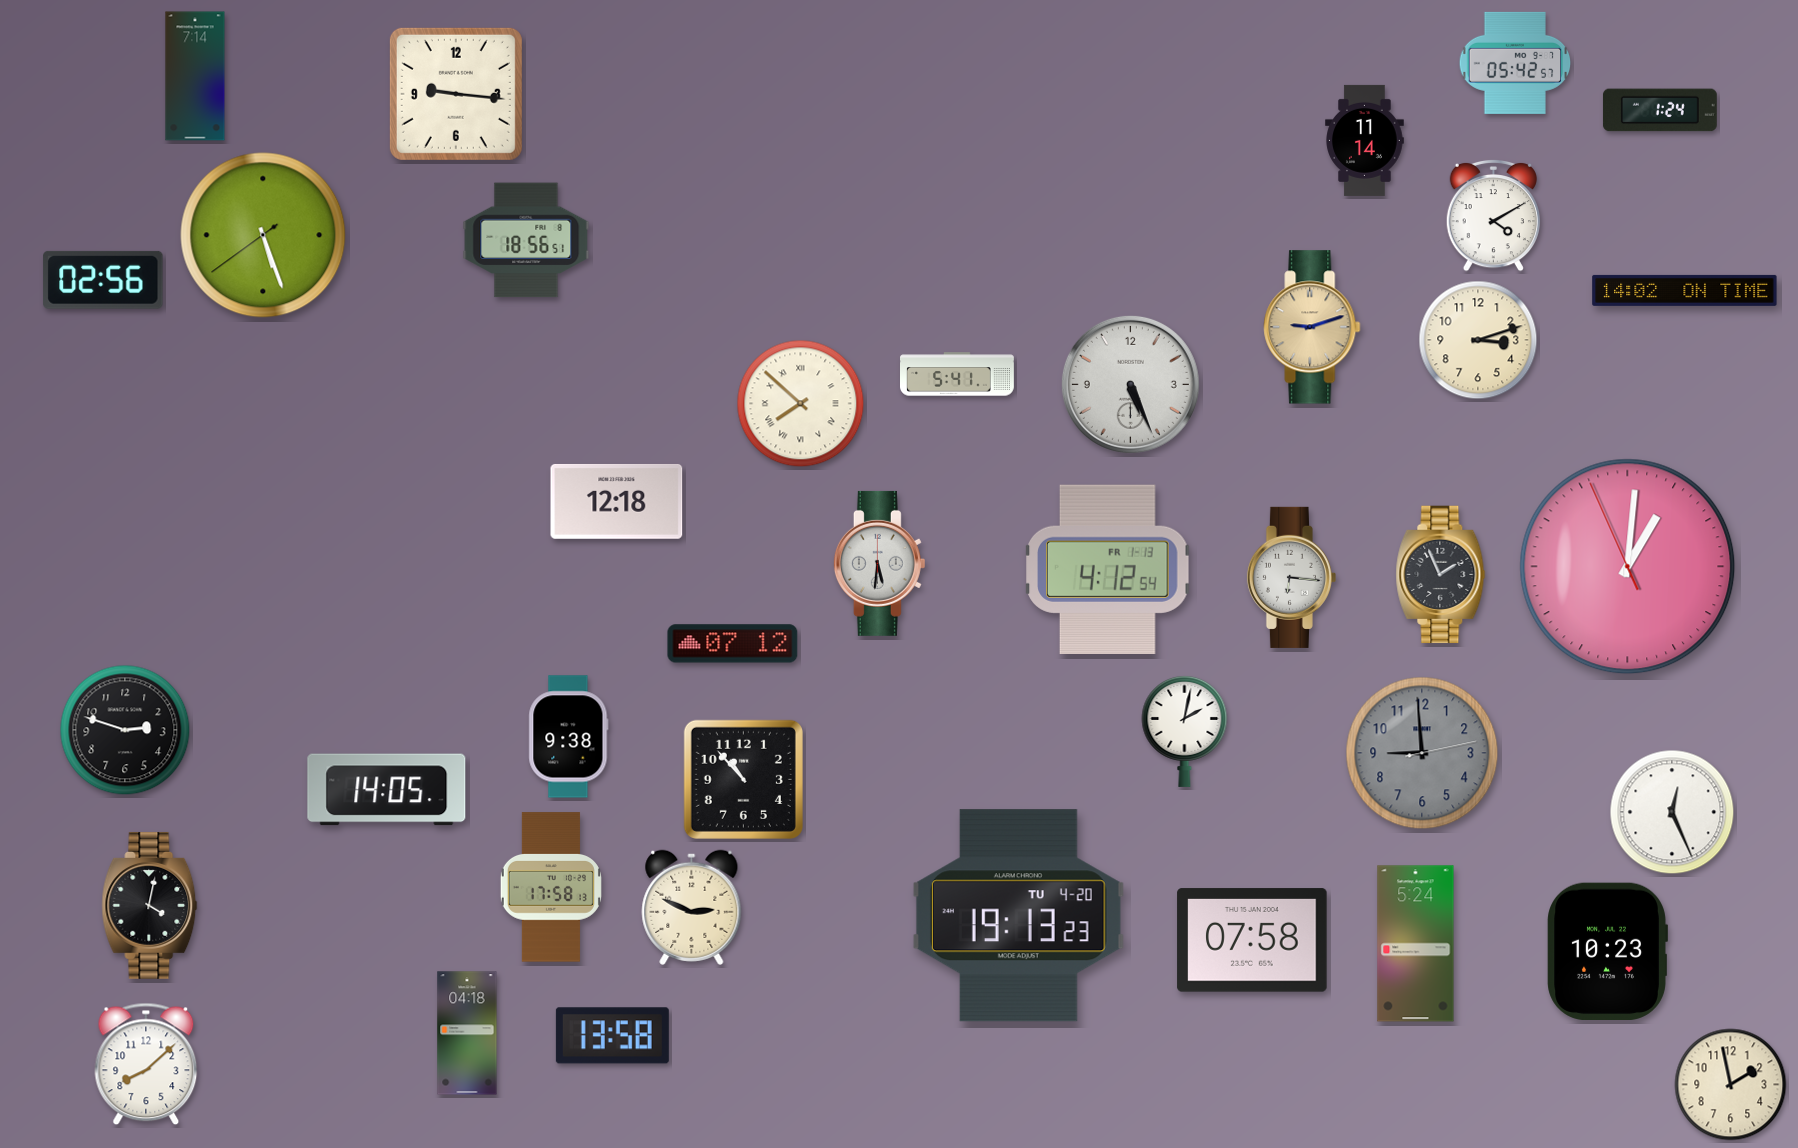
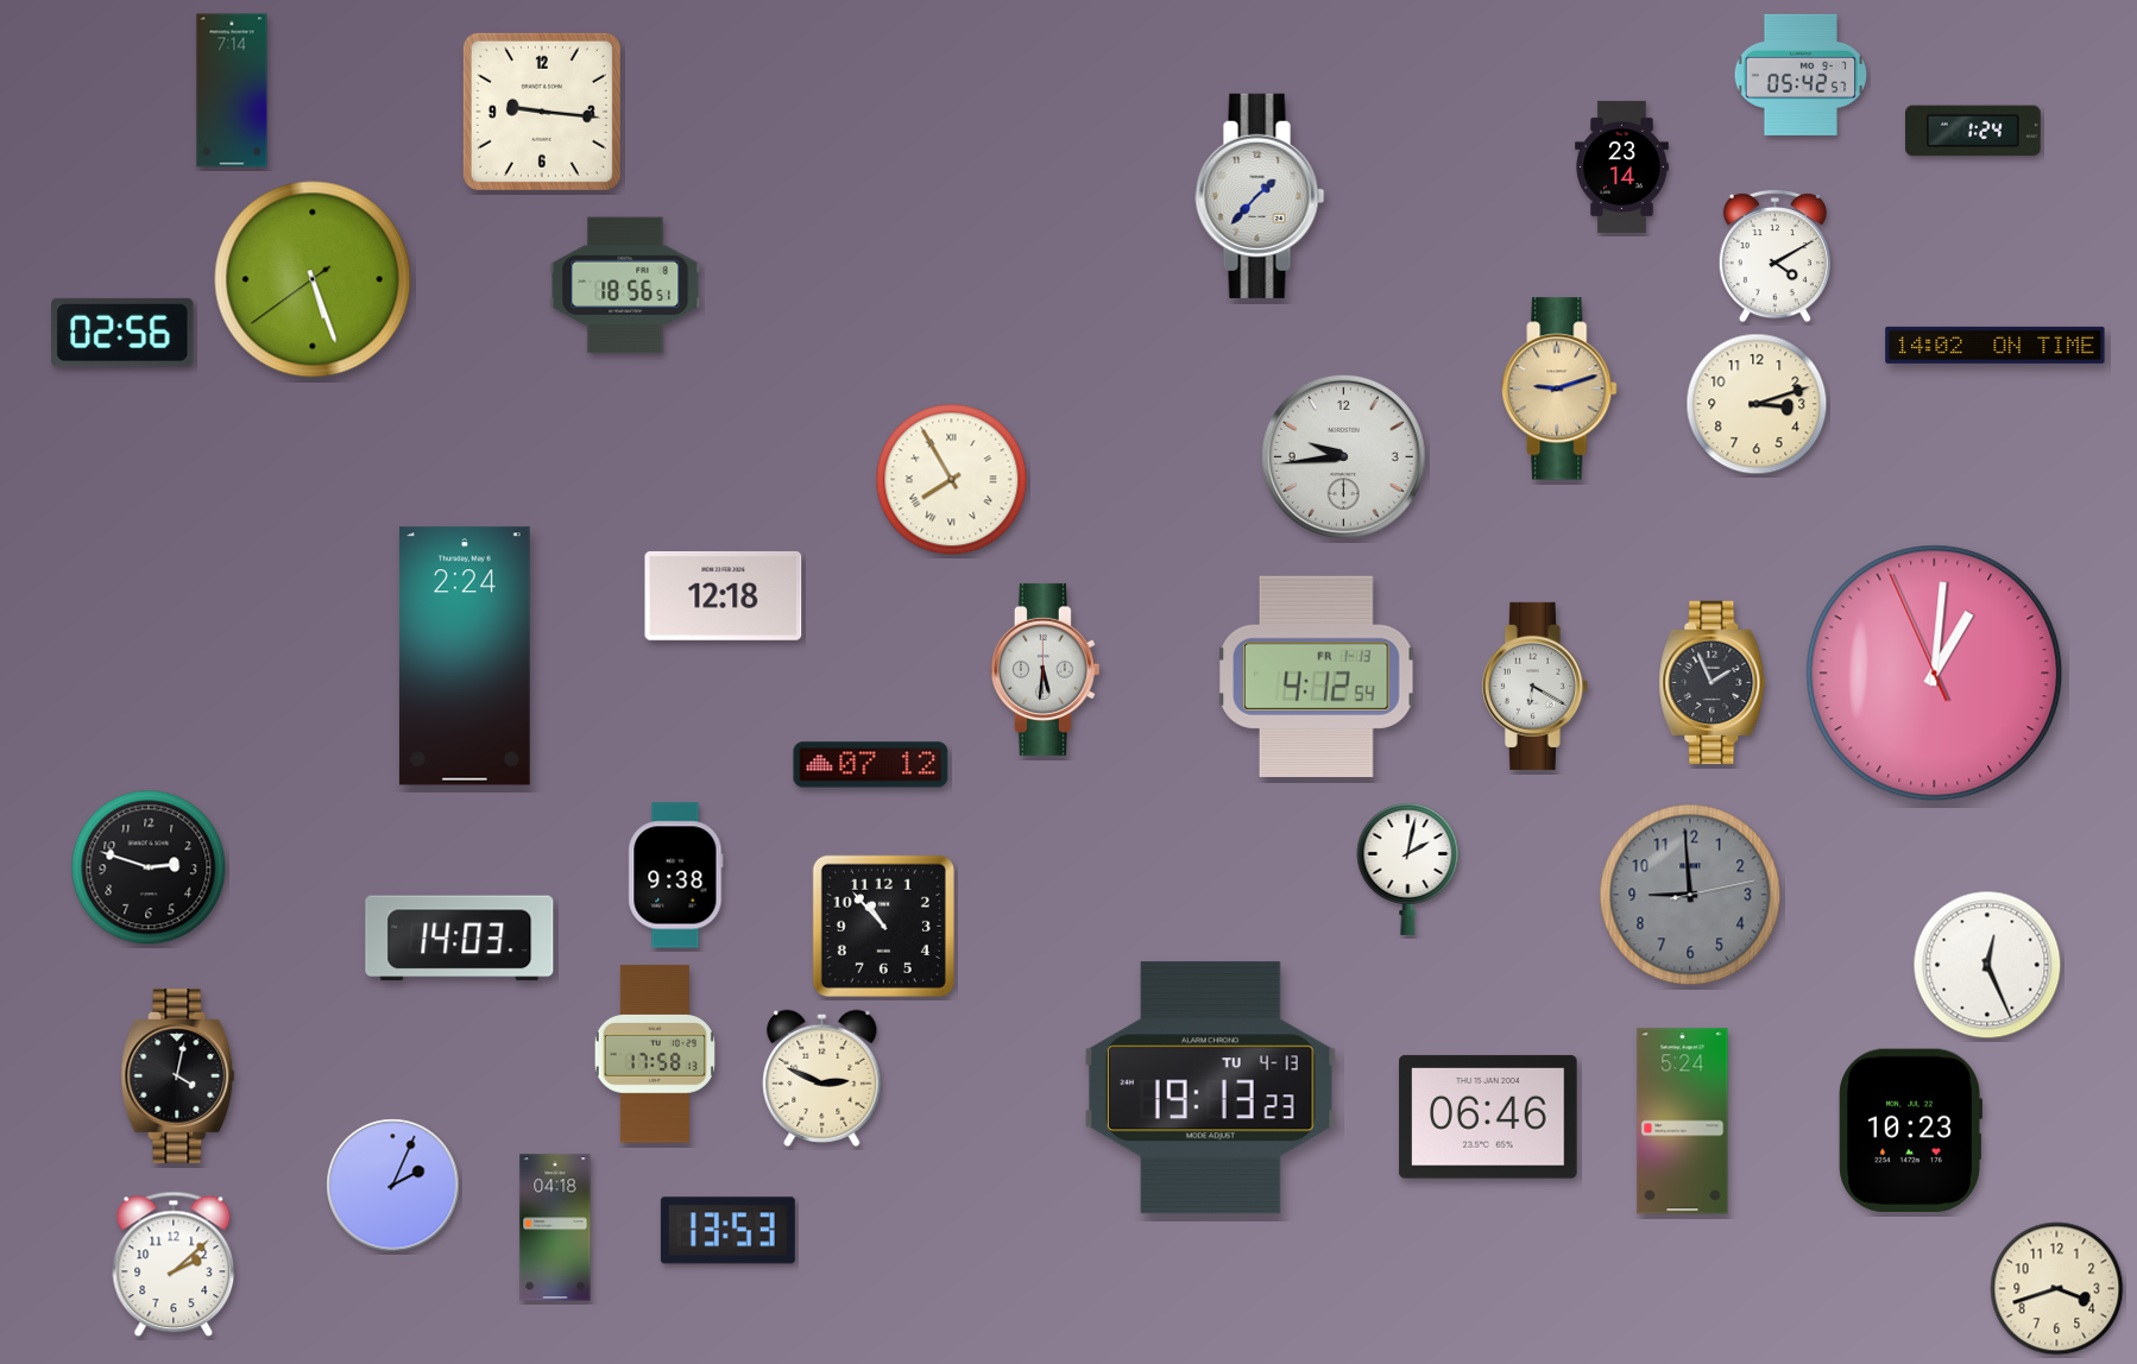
clock at (1365, 140): 11:14 -> 23:14
clock at (1260, 196): none -> 1:37
clock at (1685, 290) position: (1685, 290) -> (1996, 345)
clock at (958, 374): 5:41 -> none
clock at (1130, 384): 5:26 -> 9:44
clock at (801, 404): 7:52 -> 7:55
clock at (617, 501) position: (617, 501) -> (724, 595)
clock at (465, 656): none -> 2:24
clock at (1291, 577): 6:16 -> 6:20
clock at (387, 790): 14:05 -> 14:03
clock at (1018, 916) date: TU 4-20 -> TU 4-13
clock at (1252, 940): 07:58 -> 06:46
clock at (393, 1186): none -> 2:04
clock at (612, 1036): 13:58 -> 13:53
clock at (146, 1064): 8:08 -> 2:08
clock at (1731, 1085): 1:58 -> 3:42
